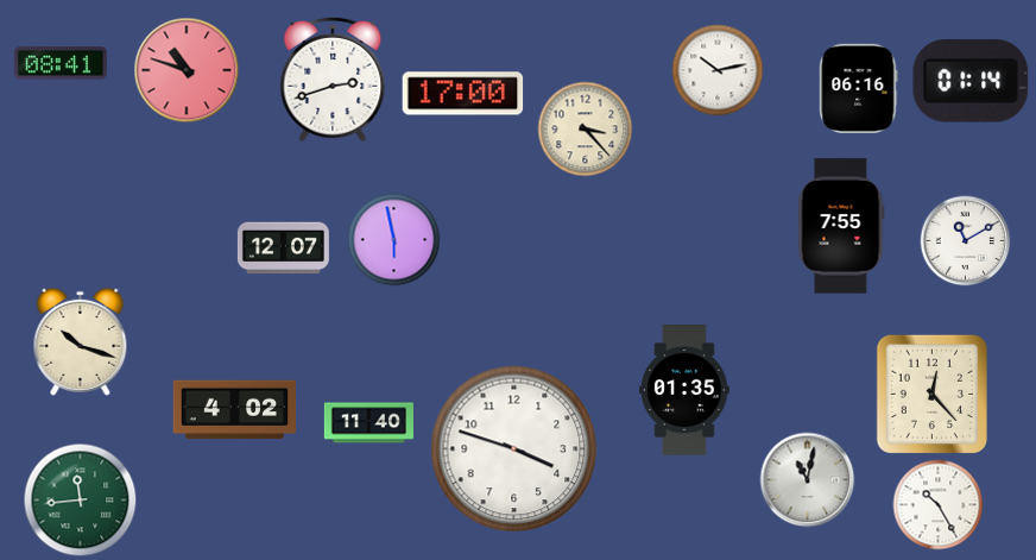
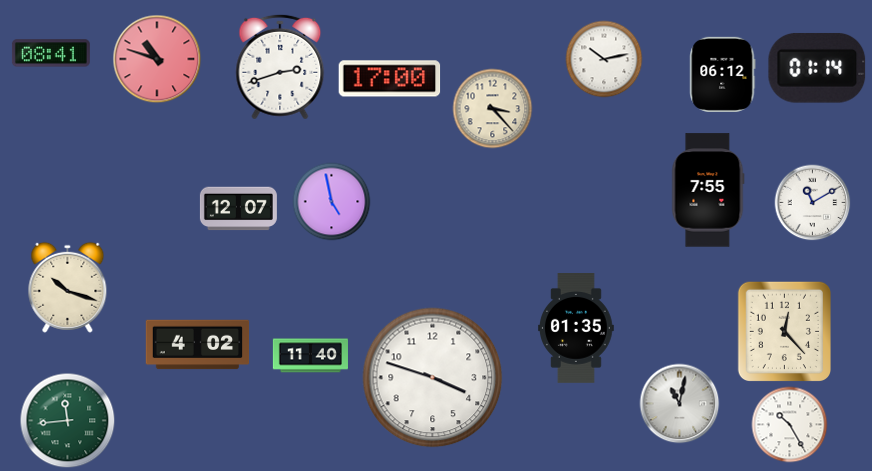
clock at (859, 88): 06:16 -> 06:12
clock at (394, 240): 5:58 -> 4:58
